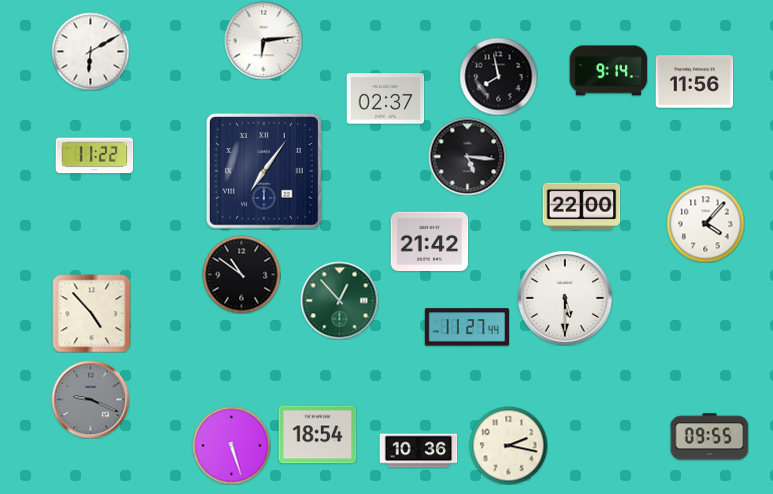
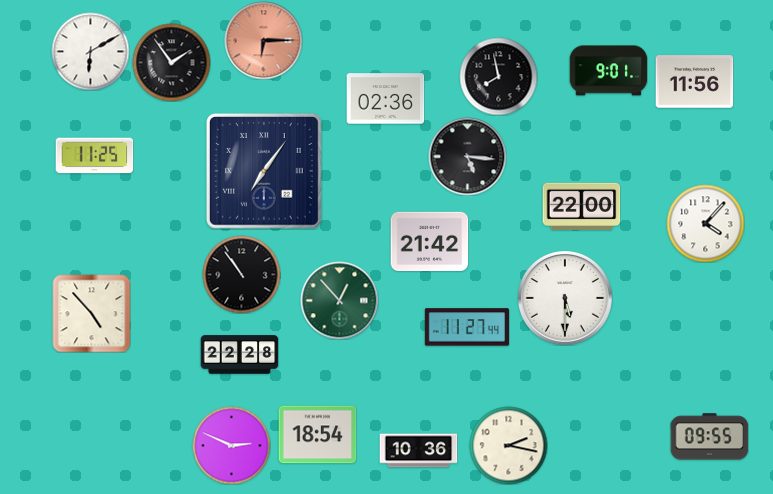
clock at (263, 40): 6:14 -> 6:15
clock at (263, 40) dial: white -> salmon
clock at (171, 62): none -> 1:54
clock at (608, 71): 9:14 -> 9:01
clock at (385, 99): 02:37 -> 02:36
clock at (94, 156): 11:22 -> 11:25
clock at (241, 274): 10:51 -> 10:54
clock at (239, 355): none -> 22:28
clock at (90, 399): 9:19 -> none
clock at (231, 445): 5:27 -> 2:49
